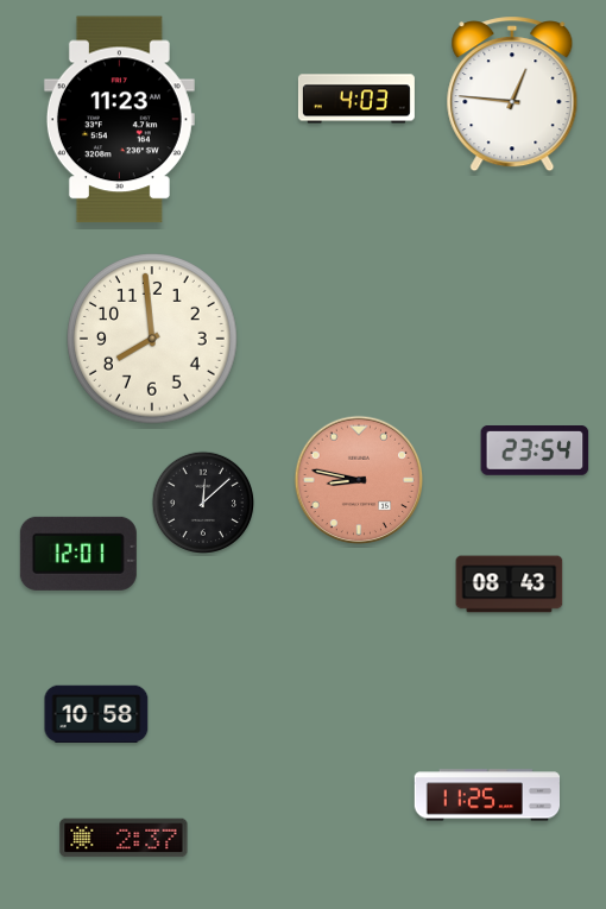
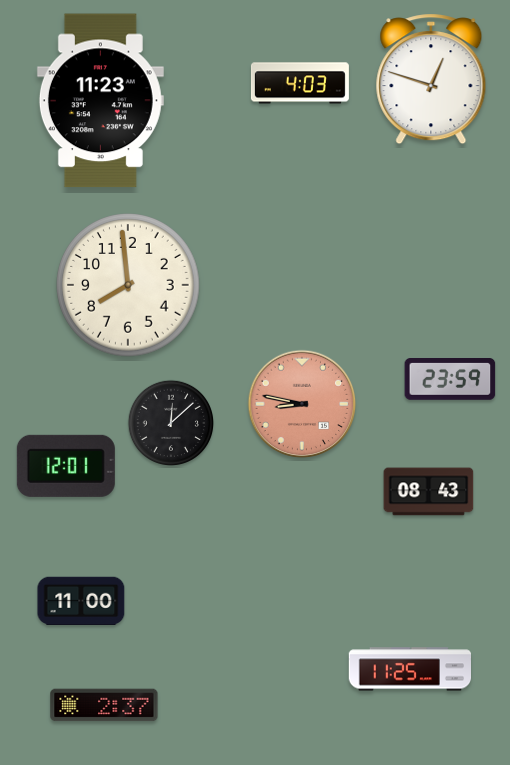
clock at (512, 94): 12:46 -> 12:48
clock at (535, 452): 23:54 -> 23:59
clock at (96, 714): 10:58 -> 11:00
